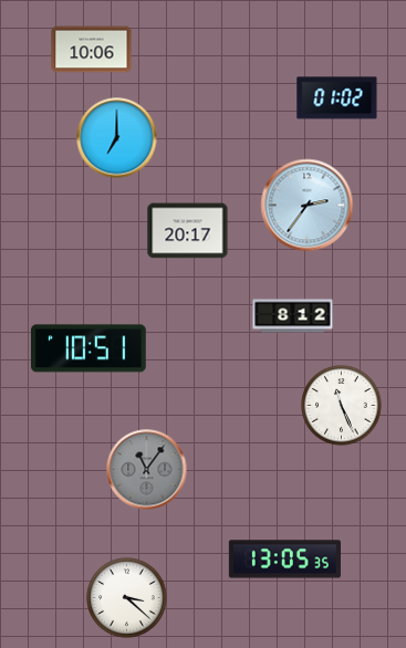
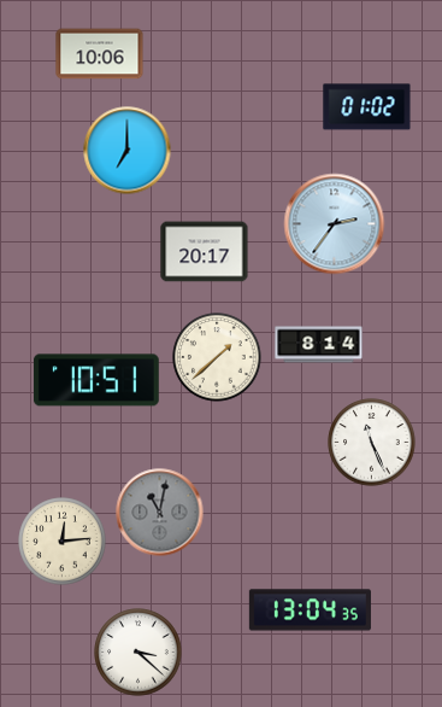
clock at (293, 316): 8:12 -> 8:14
clock at (217, 357): none -> 1:38
clock at (147, 470): 11:06 -> 11:02
clock at (63, 542): none -> 12:14
clock at (284, 560): 13:05 -> 13:04
